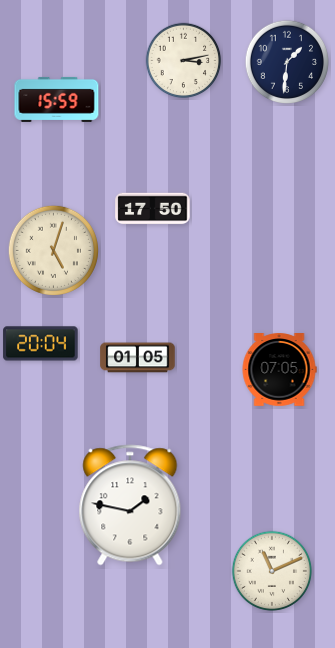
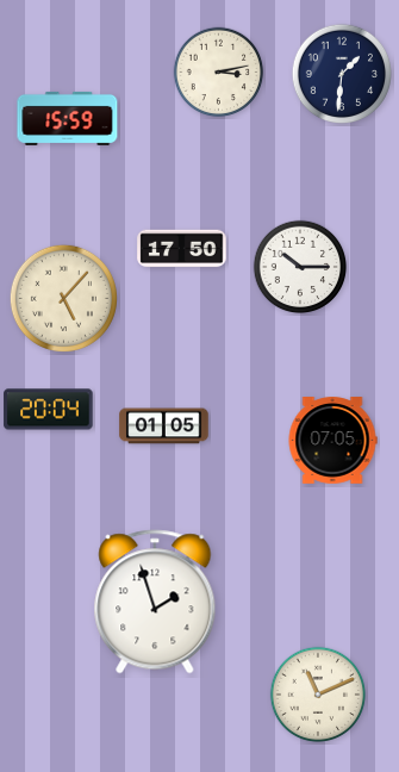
clock at (300, 267): none -> 10:15
clock at (53, 250): 5:03 -> 5:07
clock at (130, 505): 1:47 -> 1:57
clock at (272, 571) position: (272, 571) -> (318, 695)
